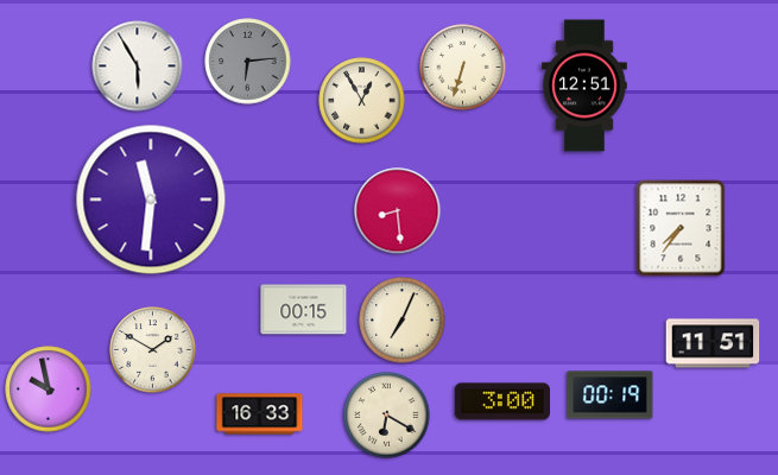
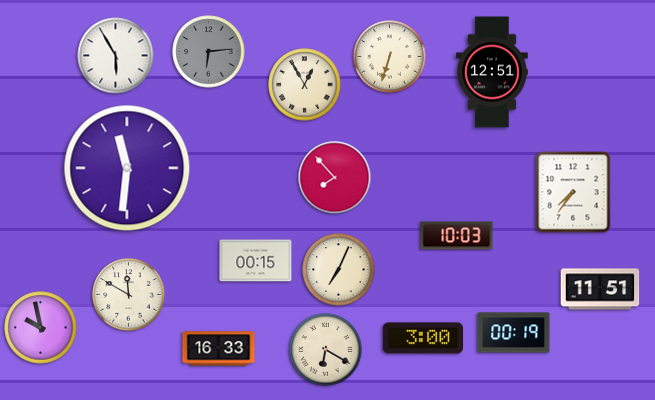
clock at (398, 211): 8:29 -> 7:53
clock at (457, 236): none -> 10:03
clock at (153, 350): 1:50 -> 11:50
